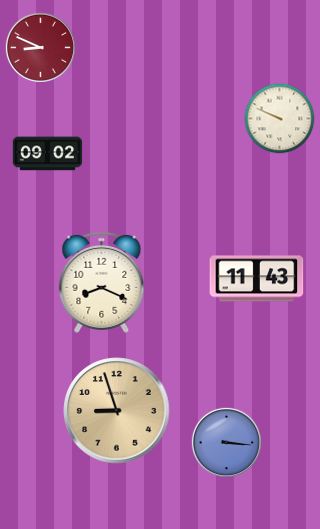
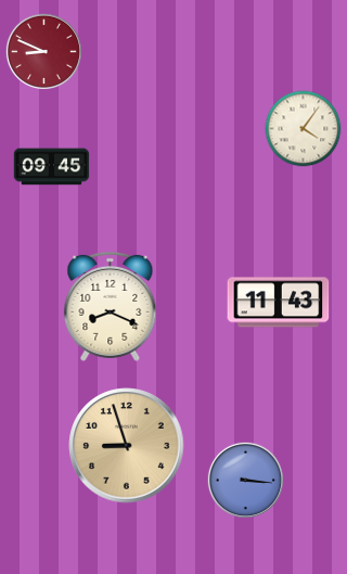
clock at (280, 119): 9:49 -> 4:06
clock at (48, 154): 09:02 -> 09:45
